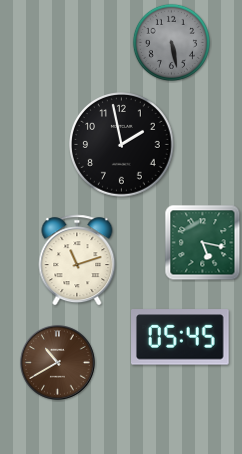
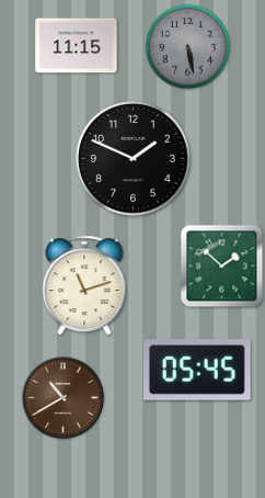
clock at (77, 46): none -> 11:15
clock at (122, 145): 1:58 -> 1:49
clock at (203, 243): 5:17 -> 1:52
